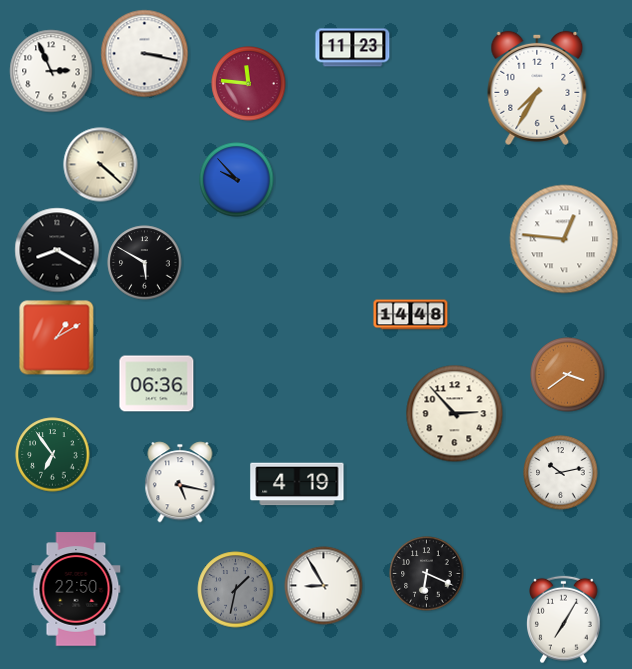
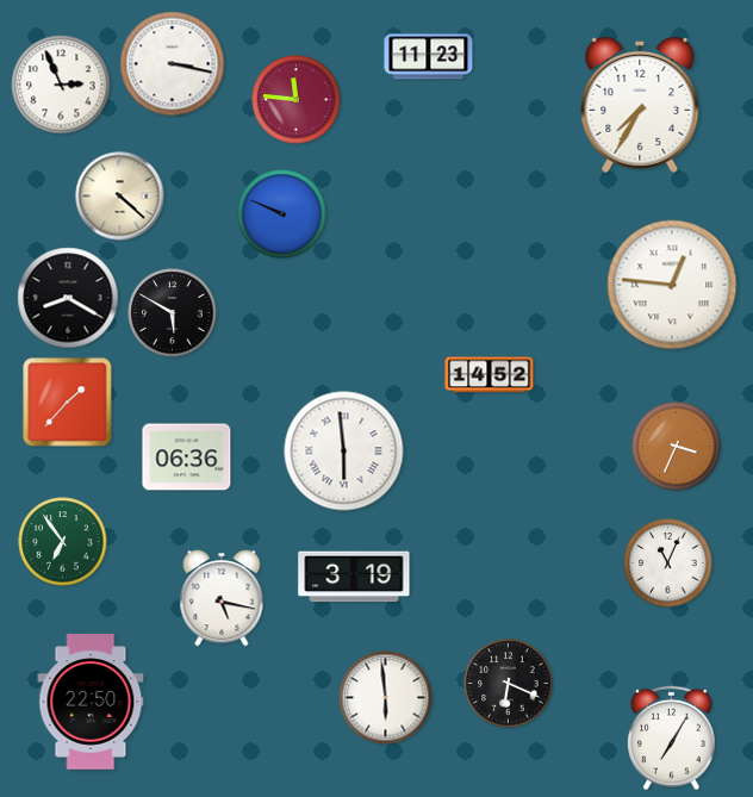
clock at (353, 48) position: (353, 48) -> (429, 57)
clock at (237, 180): 9:53 -> 9:49
clock at (411, 315): 14:48 -> 14:52
clock at (57, 338): 1:10 -> 1:37
clock at (568, 375): 3:39 -> 3:34
clock at (344, 452): none -> 5:59
clock at (455, 414): 2:53 -> none
clock at (561, 473): 10:13 -> 11:04
clock at (180, 482) position: (180, 482) -> (222, 598)
clock at (297, 484): 4:19 -> 3:19
clock at (324, 586): 8:55 -> 5:59
clock at (236, 590): 1:32 -> none
